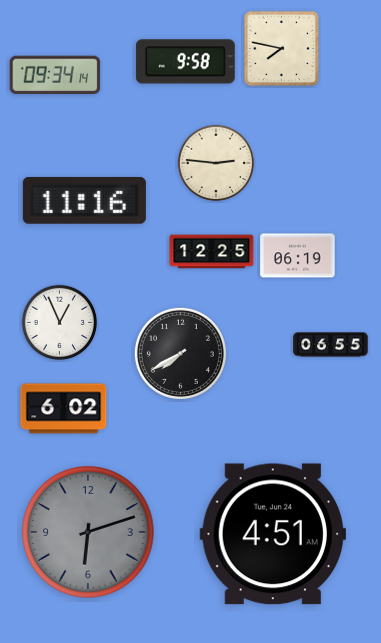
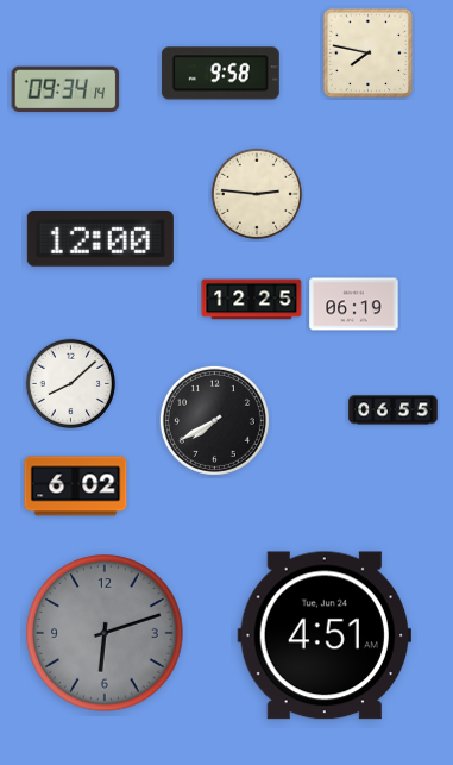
clock at (282, 49) position: (282, 49) -> (369, 54)
clock at (84, 201): 11:16 -> 12:00
clock at (60, 323): 12:56 -> 8:08
